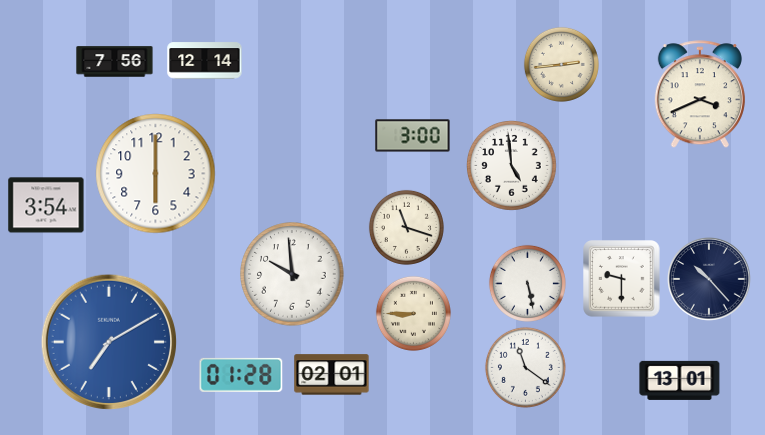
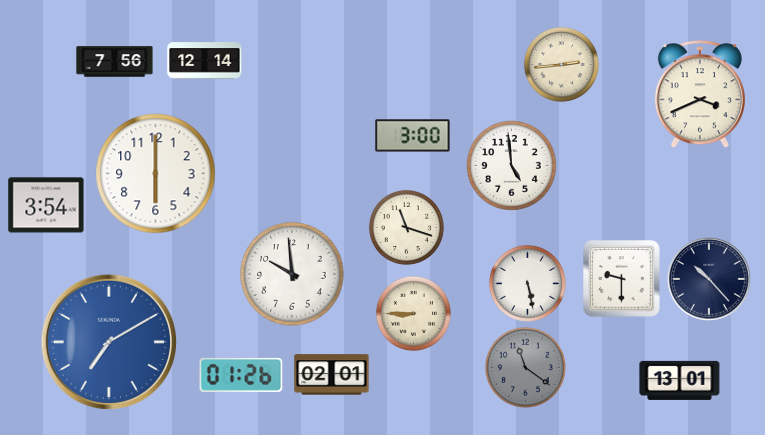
clock at (525, 367) dial: white -> grey
clock at (241, 375): 01:28 -> 01:26
